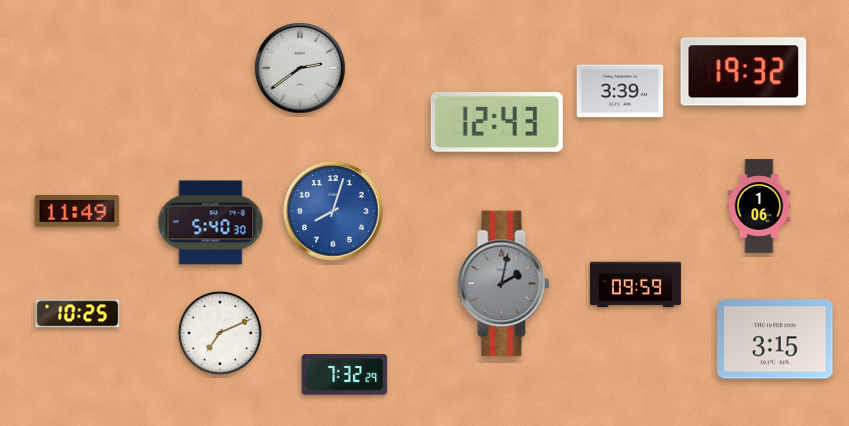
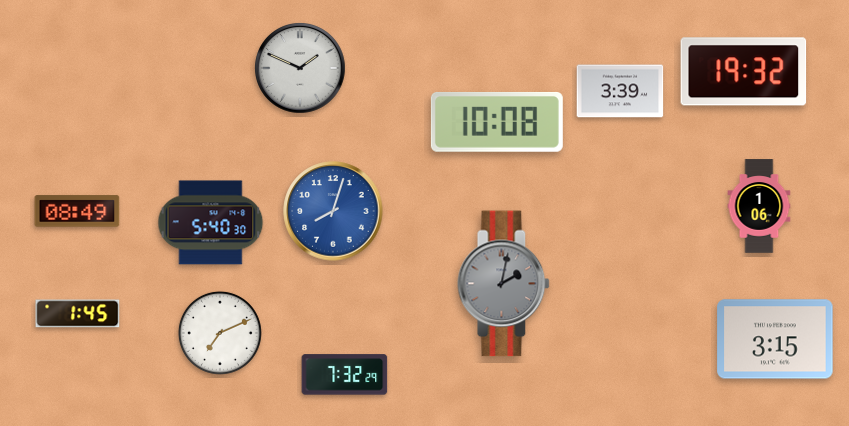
clock at (300, 68): 2:39 -> 1:49
clock at (497, 122): 12:43 -> 10:08
clock at (77, 211): 11:49 -> 08:49
clock at (635, 285): 09:59 -> none
clock at (78, 314): 10:25 -> 1:45
